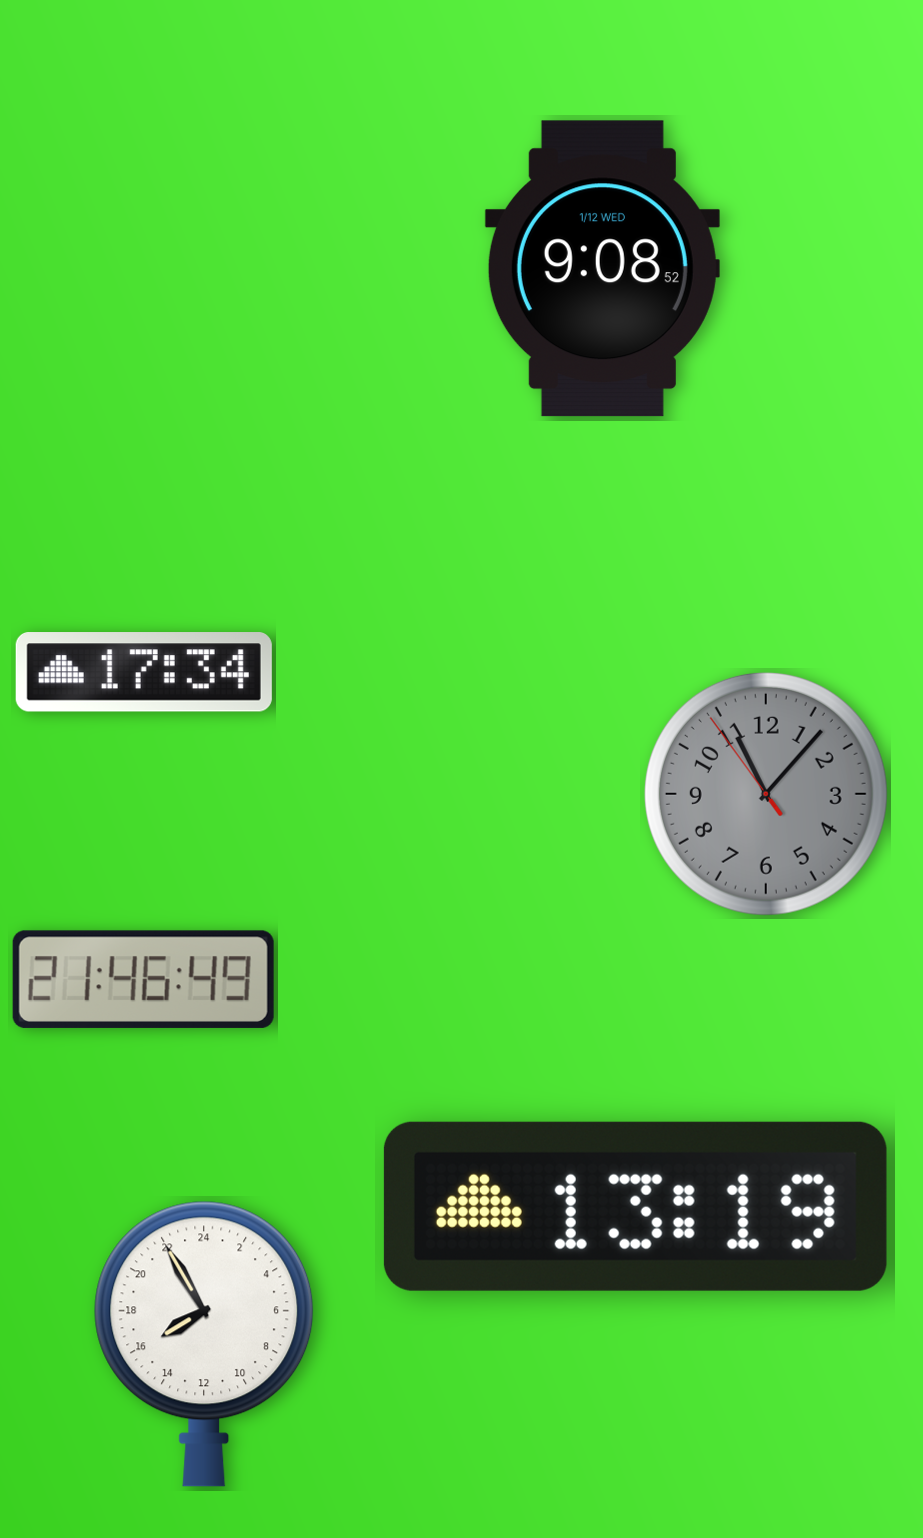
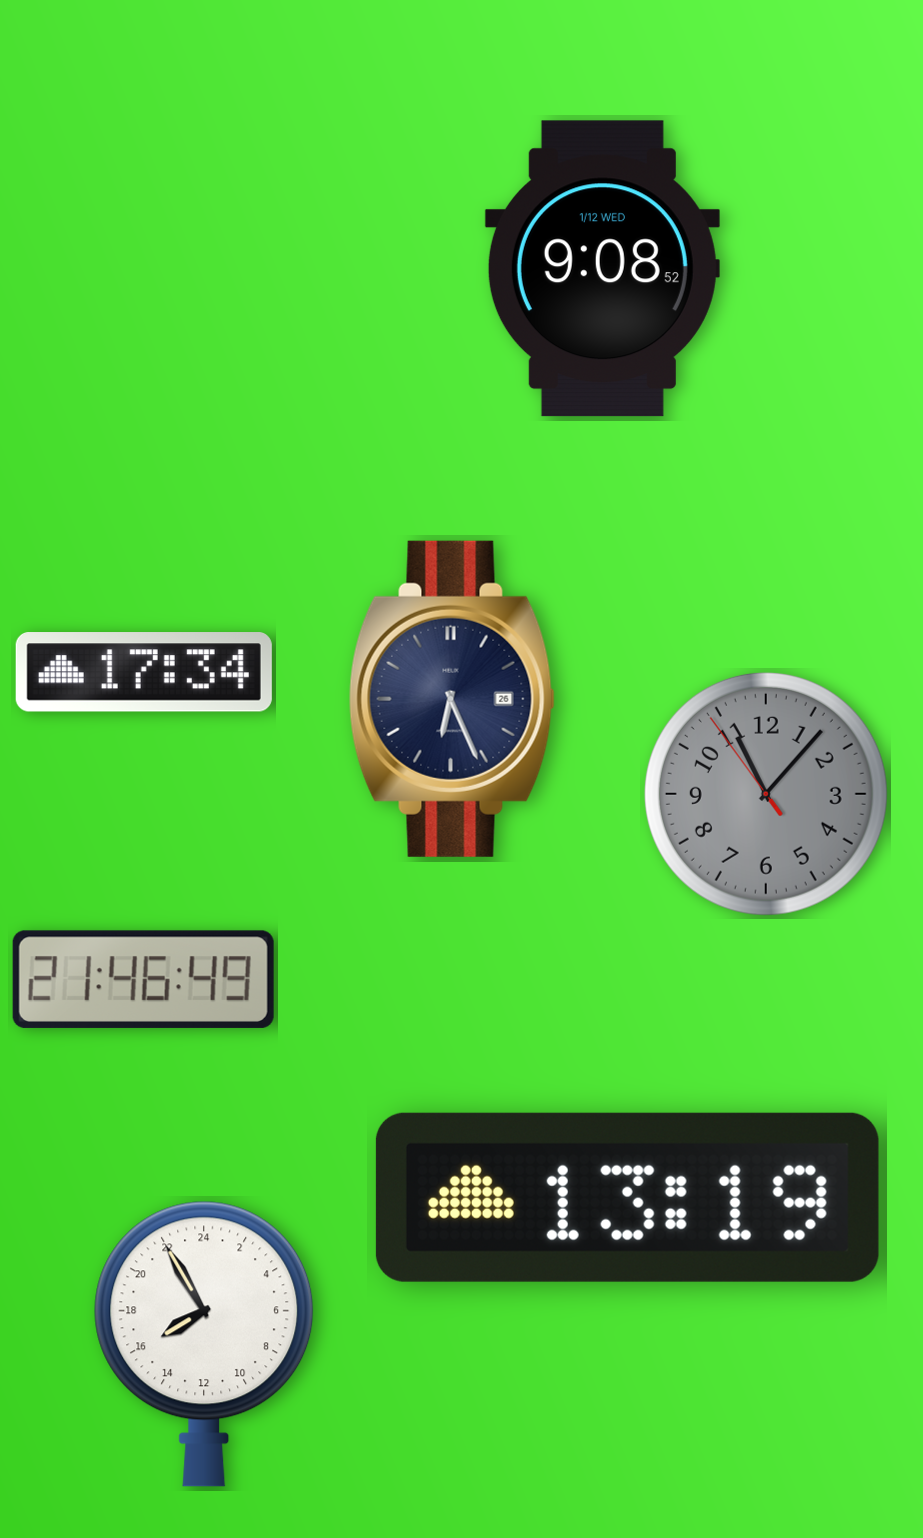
clock at (452, 699): none -> 6:26
clock at (635, 1206) position: (635, 1206) -> (627, 1197)
